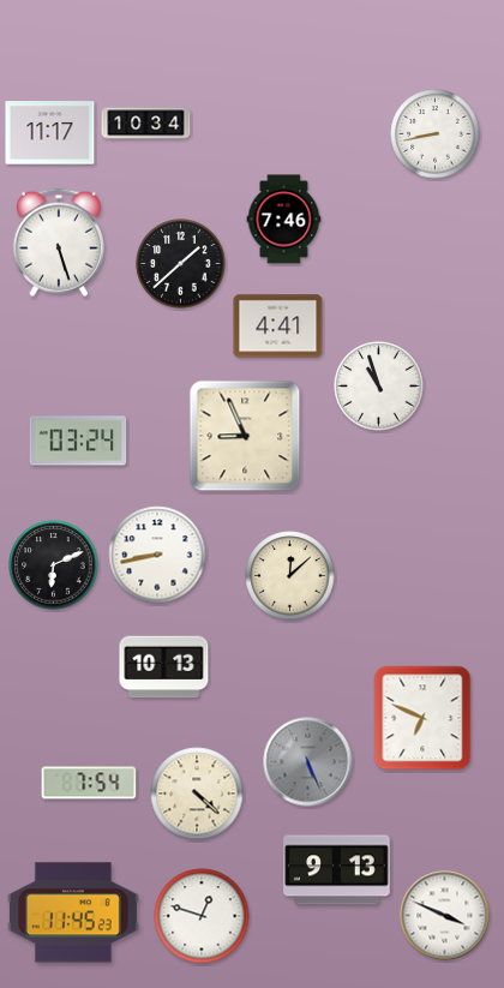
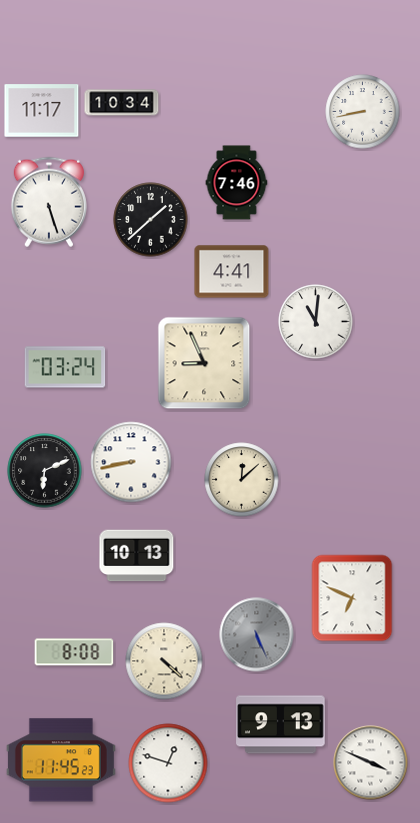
clock at (379, 387): 10:57 -> 11:01
clock at (89, 783): 7:54 -> 8:08
